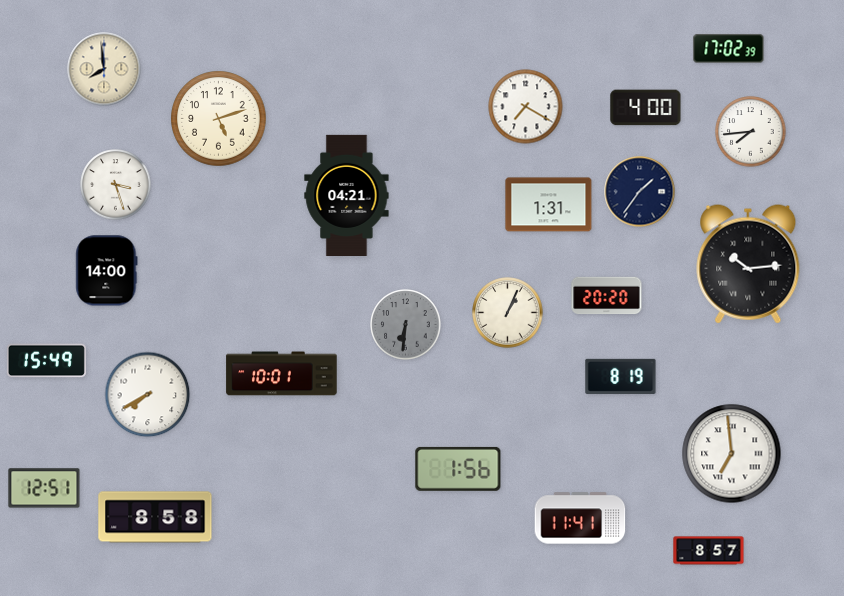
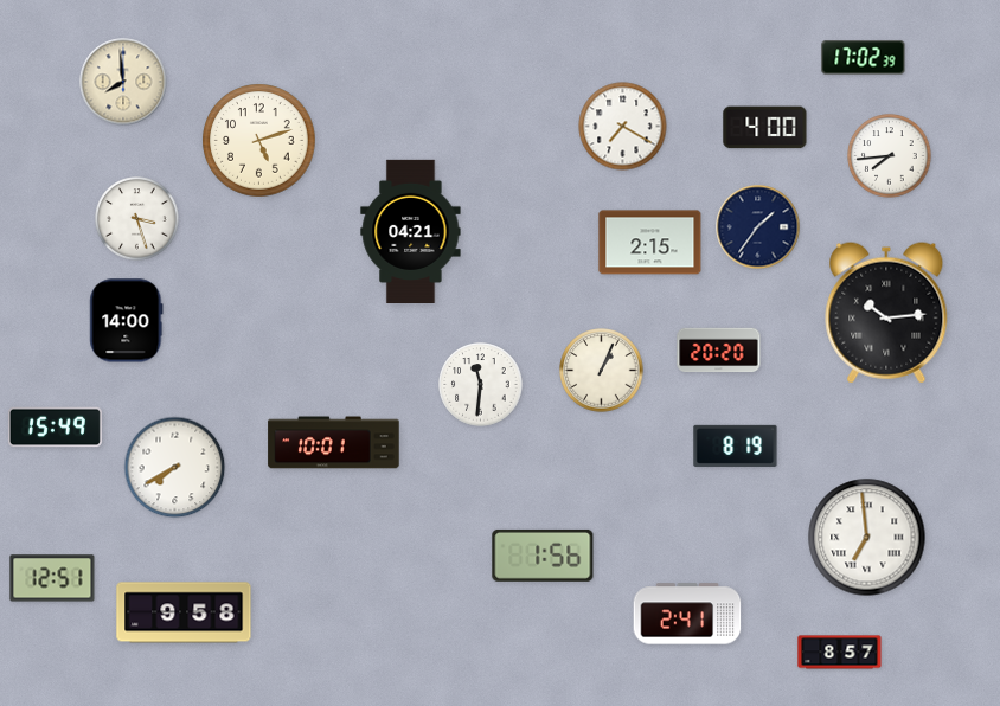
clock at (549, 205): 1:31 -> 2:15
clock at (406, 325): 6:31 -> 11:31
clock at (406, 325) dial: grey -> white
clock at (155, 517): 8:58 -> 9:58
clock at (580, 518): 11:41 -> 2:41
